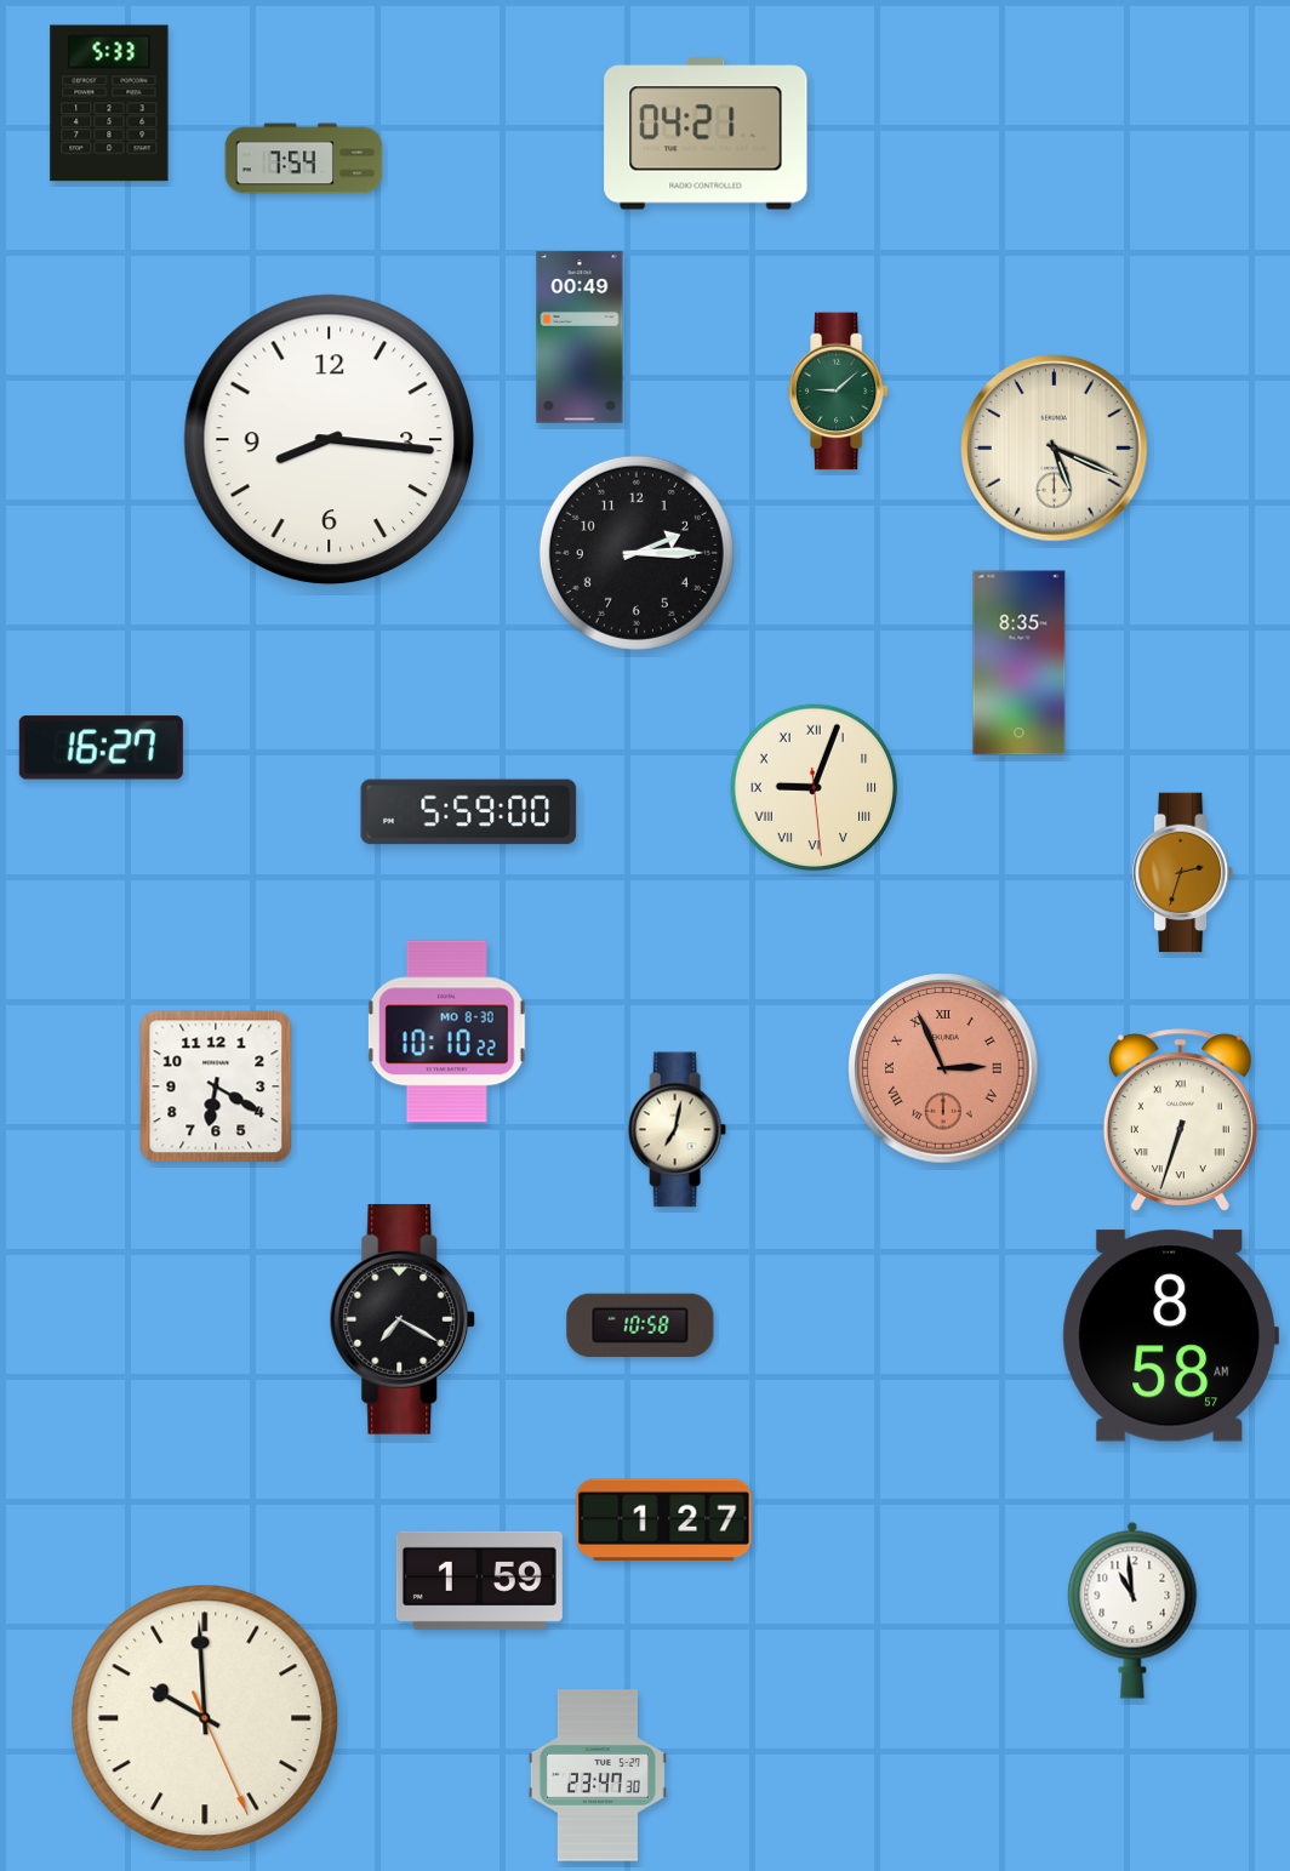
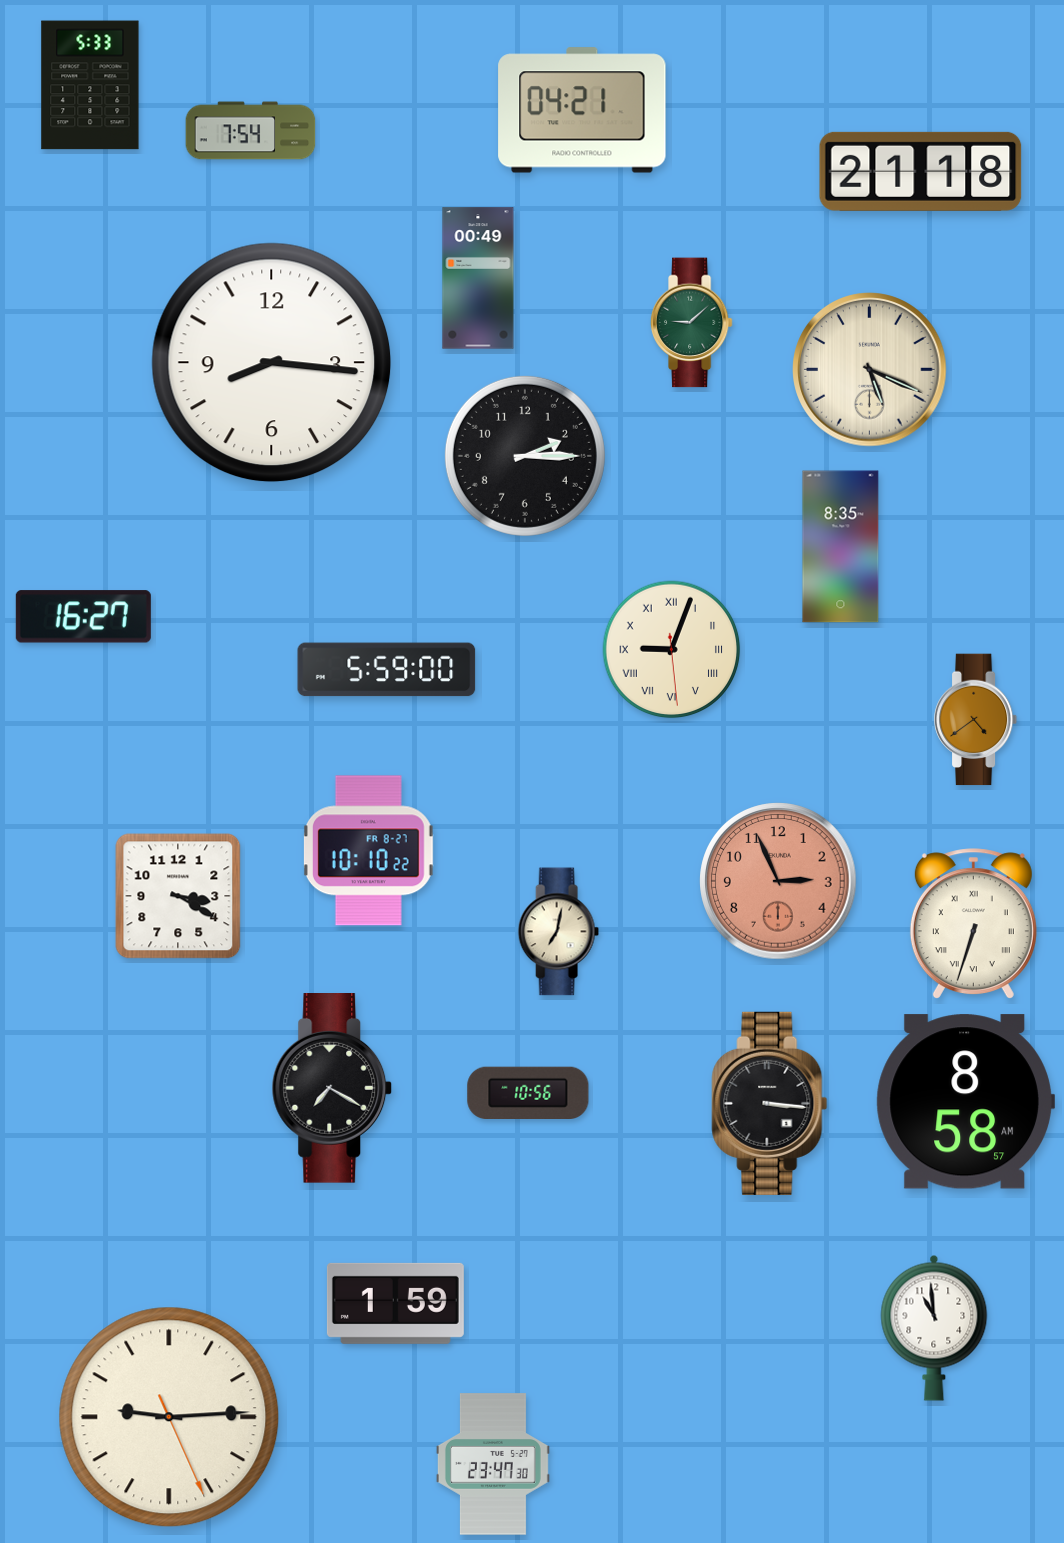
clock at (921, 171): none -> 21:18
clock at (1183, 873): 2:33 -> 4:39
clock at (446, 1032) date: MO 8-30 -> FR 8-27
clock at (943, 1068) numerals: Roman -> Arabic
clock at (216, 1086): 6:20 -> 3:20
clock at (640, 1324): 10:58 -> 10:56
clock at (770, 1103): none -> 3:16
clock at (664, 1521): 1:27 -> none
clock at (205, 1718): 9:59 -> 9:14
